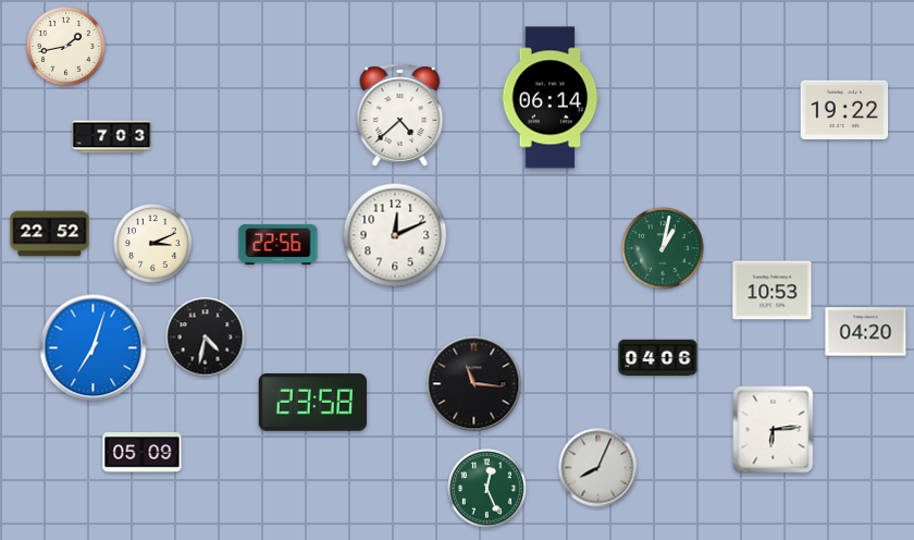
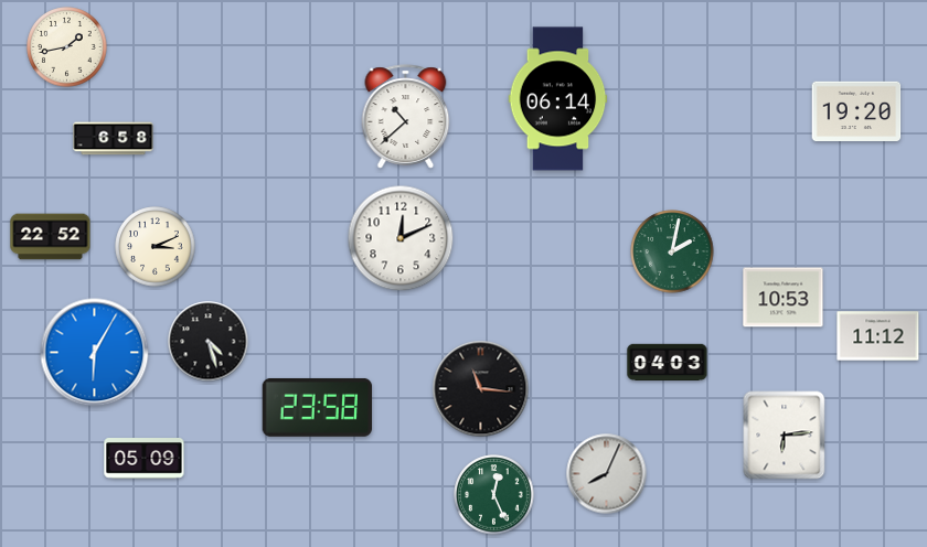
clock at (844, 110): 19:22 -> 19:20
clock at (400, 115): 4:38 -> 10:38
clock at (112, 137): 7:03 -> 6:58
clock at (279, 244): 22:56 -> none
clock at (663, 248): 1:02 -> 2:02
clock at (773, 291) position: (773, 291) -> (784, 298)
clock at (866, 332): 04:20 -> 11:12
clock at (206, 337): 4:32 -> 4:27
clock at (94, 348): 7:03 -> 6:05
clock at (658, 358): 04:06 -> 04:03
